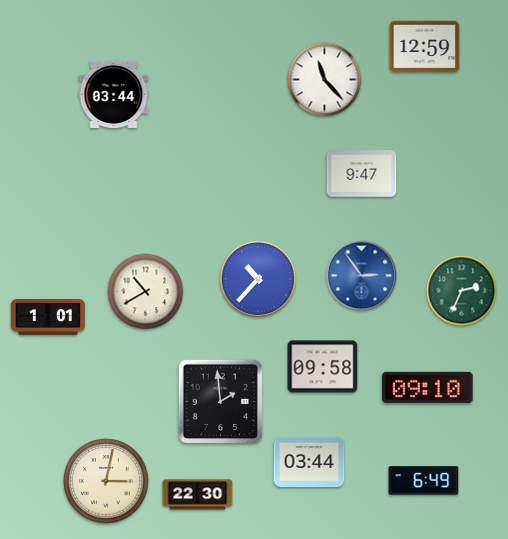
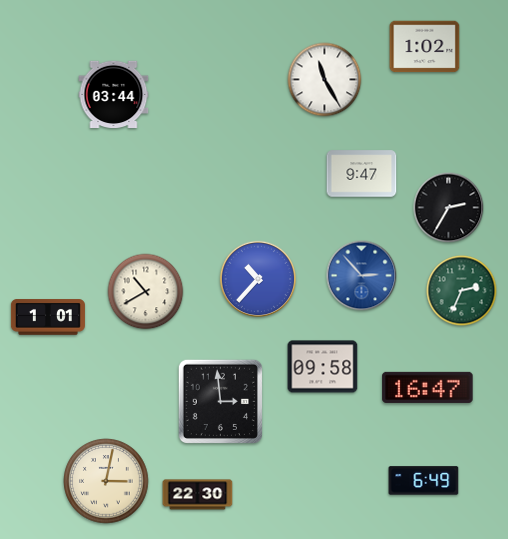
clock at (425, 47): 12:59 -> 1:02
clock at (325, 80): 11:23 -> 11:25
clock at (449, 208): none -> 2:35
clock at (362, 276): 2:54 -> 2:53
clock at (428, 387): 09:10 -> 16:47
clock at (220, 401): 1:59 -> 2:59
clock at (309, 462): 03:44 -> none
